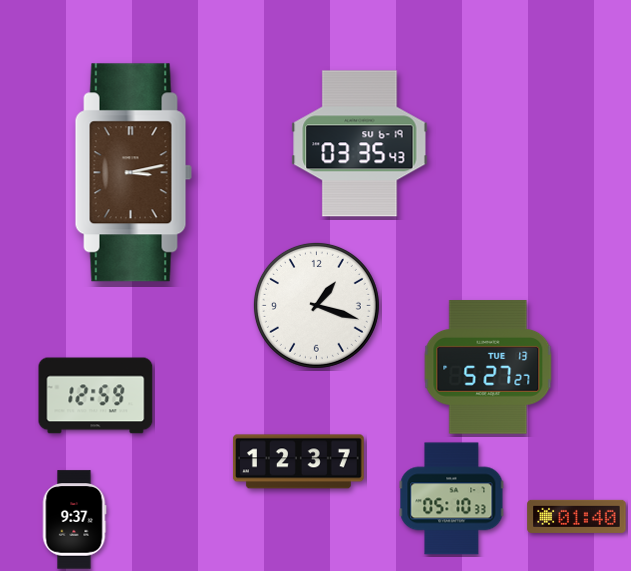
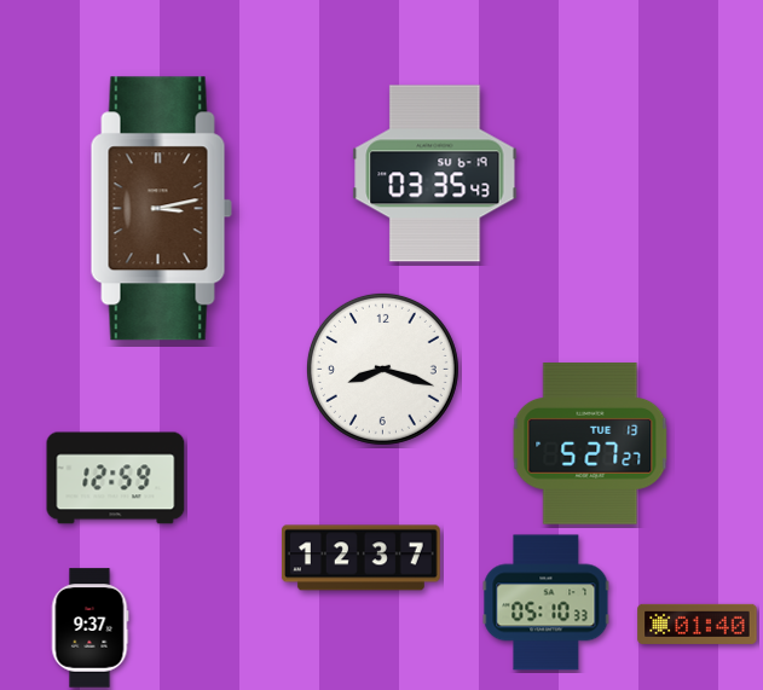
clock at (316, 305): 1:18 -> 8:18
